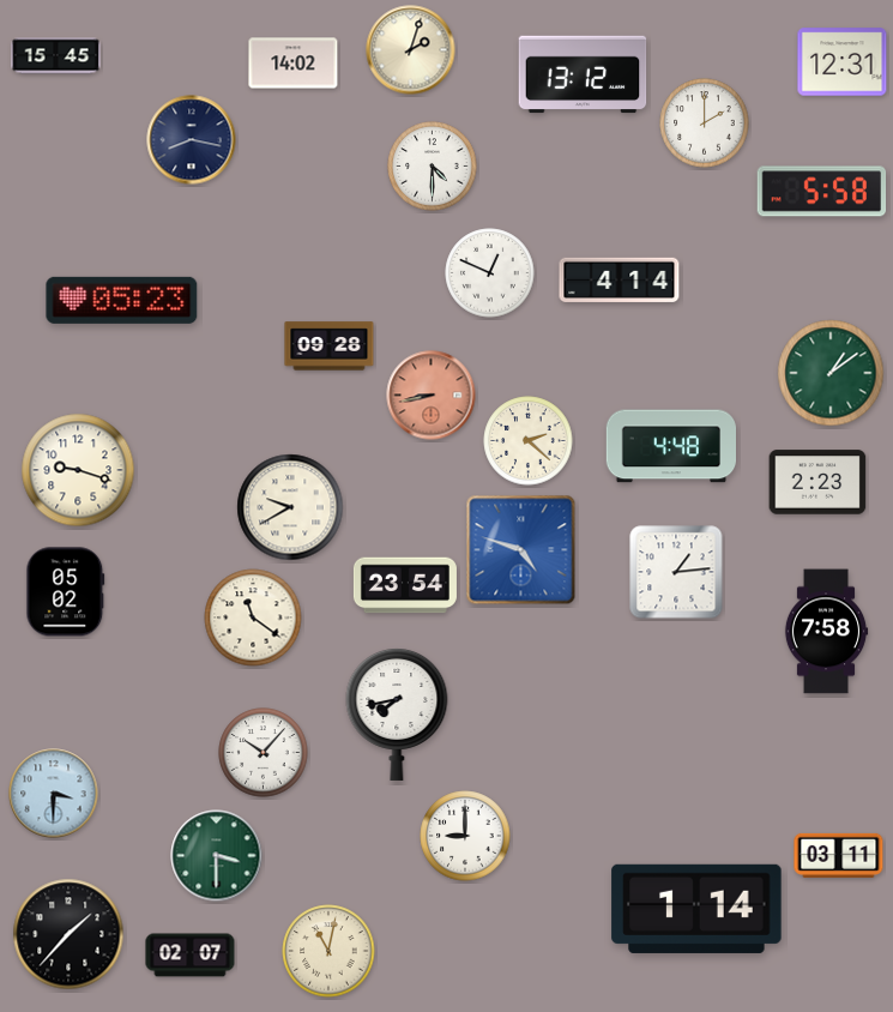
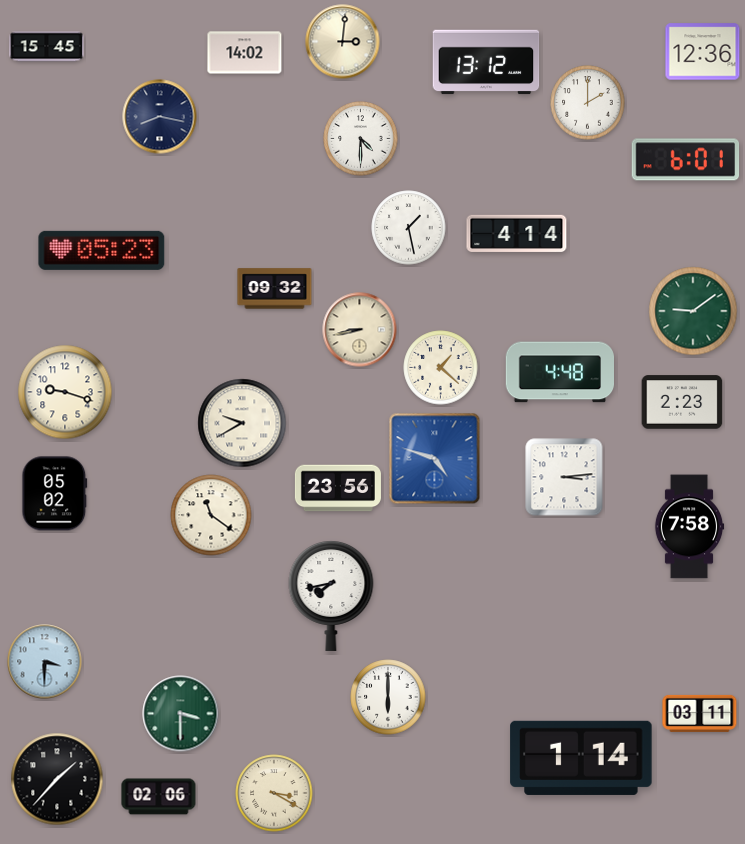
clock at (411, 50): 2:03 -> 3:01
clock at (843, 62): 12:31 -> 12:36
clock at (822, 192): 5:58 -> 6:01
clock at (490, 273): 12:49 -> 1:28
clock at (330, 347): 09:28 -> 09:32
clock at (831, 373): 1:09 -> 9:09
clock at (432, 396) dial: salmon -> cream
clock at (529, 441): 2:22 -> 1:22
clock at (676, 572): 1:14 -> 3:14
clock at (405, 585): 23:54 -> 23:56
clock at (264, 753): 10:07 -> none
clock at (465, 836): 9:00 -> 6:00
clock at (328, 951): 11:02 -> 3:20
clock at (191, 956): 02:07 -> 02:06
